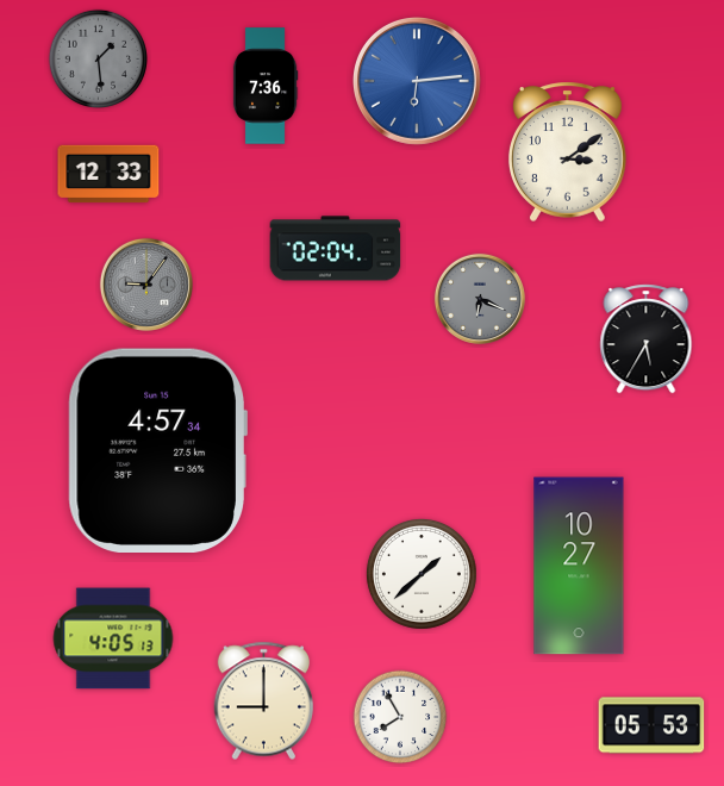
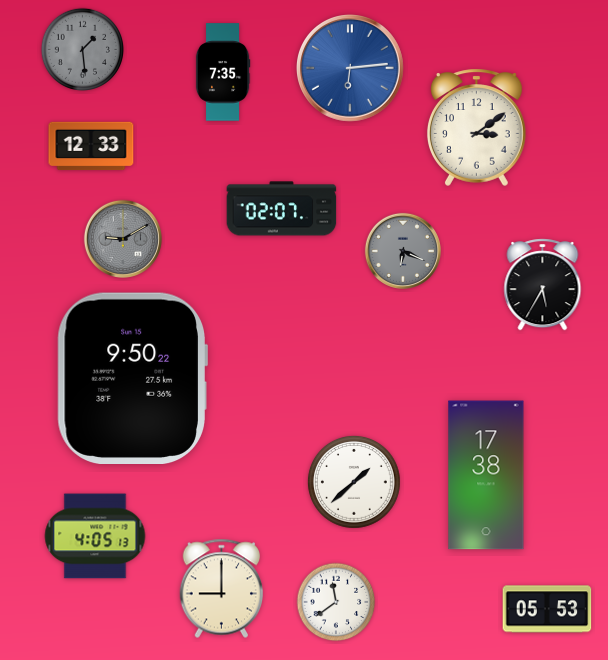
clock at (266, 86): 7:36 -> 7:35
clock at (336, 249): 02:04 -> 02:07
clock at (146, 285): 9:06 -> 9:10
clock at (157, 450): 4:57 -> 9:50
clock at (579, 566): 10:27 -> 17:38
clock at (400, 717): 7:55 -> 11:39
